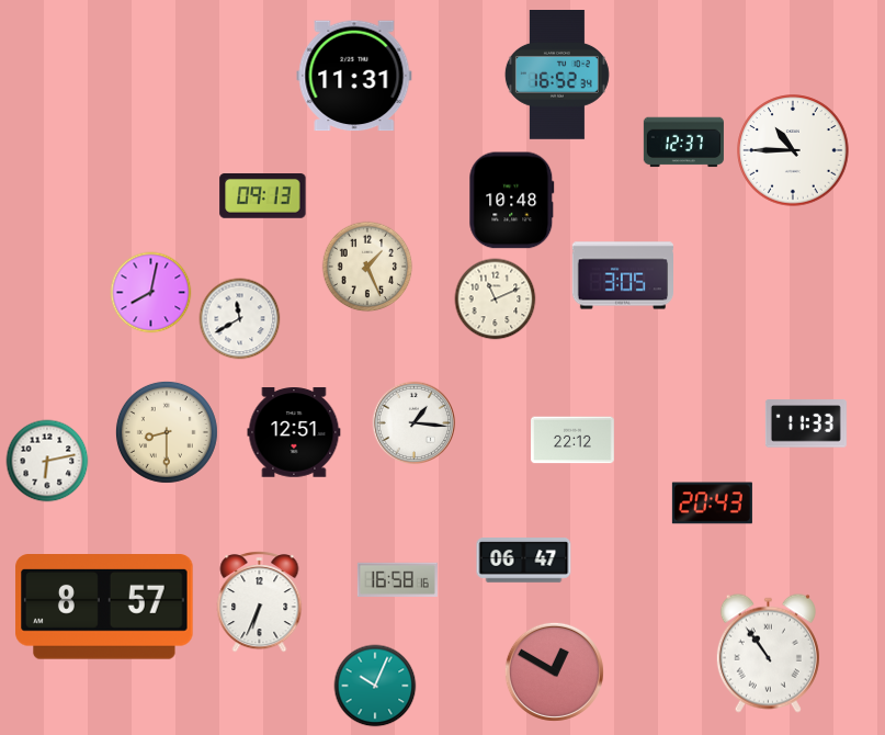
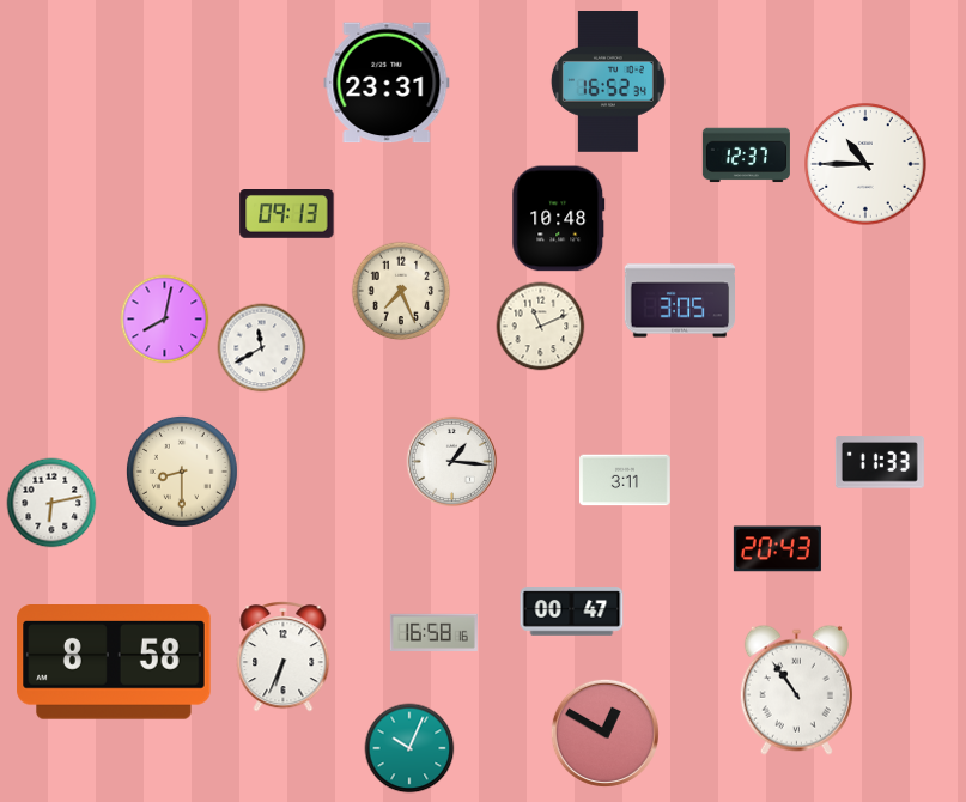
clock at (354, 76): 11:31 -> 23:31
clock at (367, 267): 1:26 -> 7:26
clock at (294, 432): 12:51 -> none
clock at (572, 440): 22:12 -> 3:11
clock at (524, 561): 06:47 -> 00:47
clock at (104, 608): 8:57 -> 8:58
clock at (768, 653) position: (768, 653) -> (796, 689)
